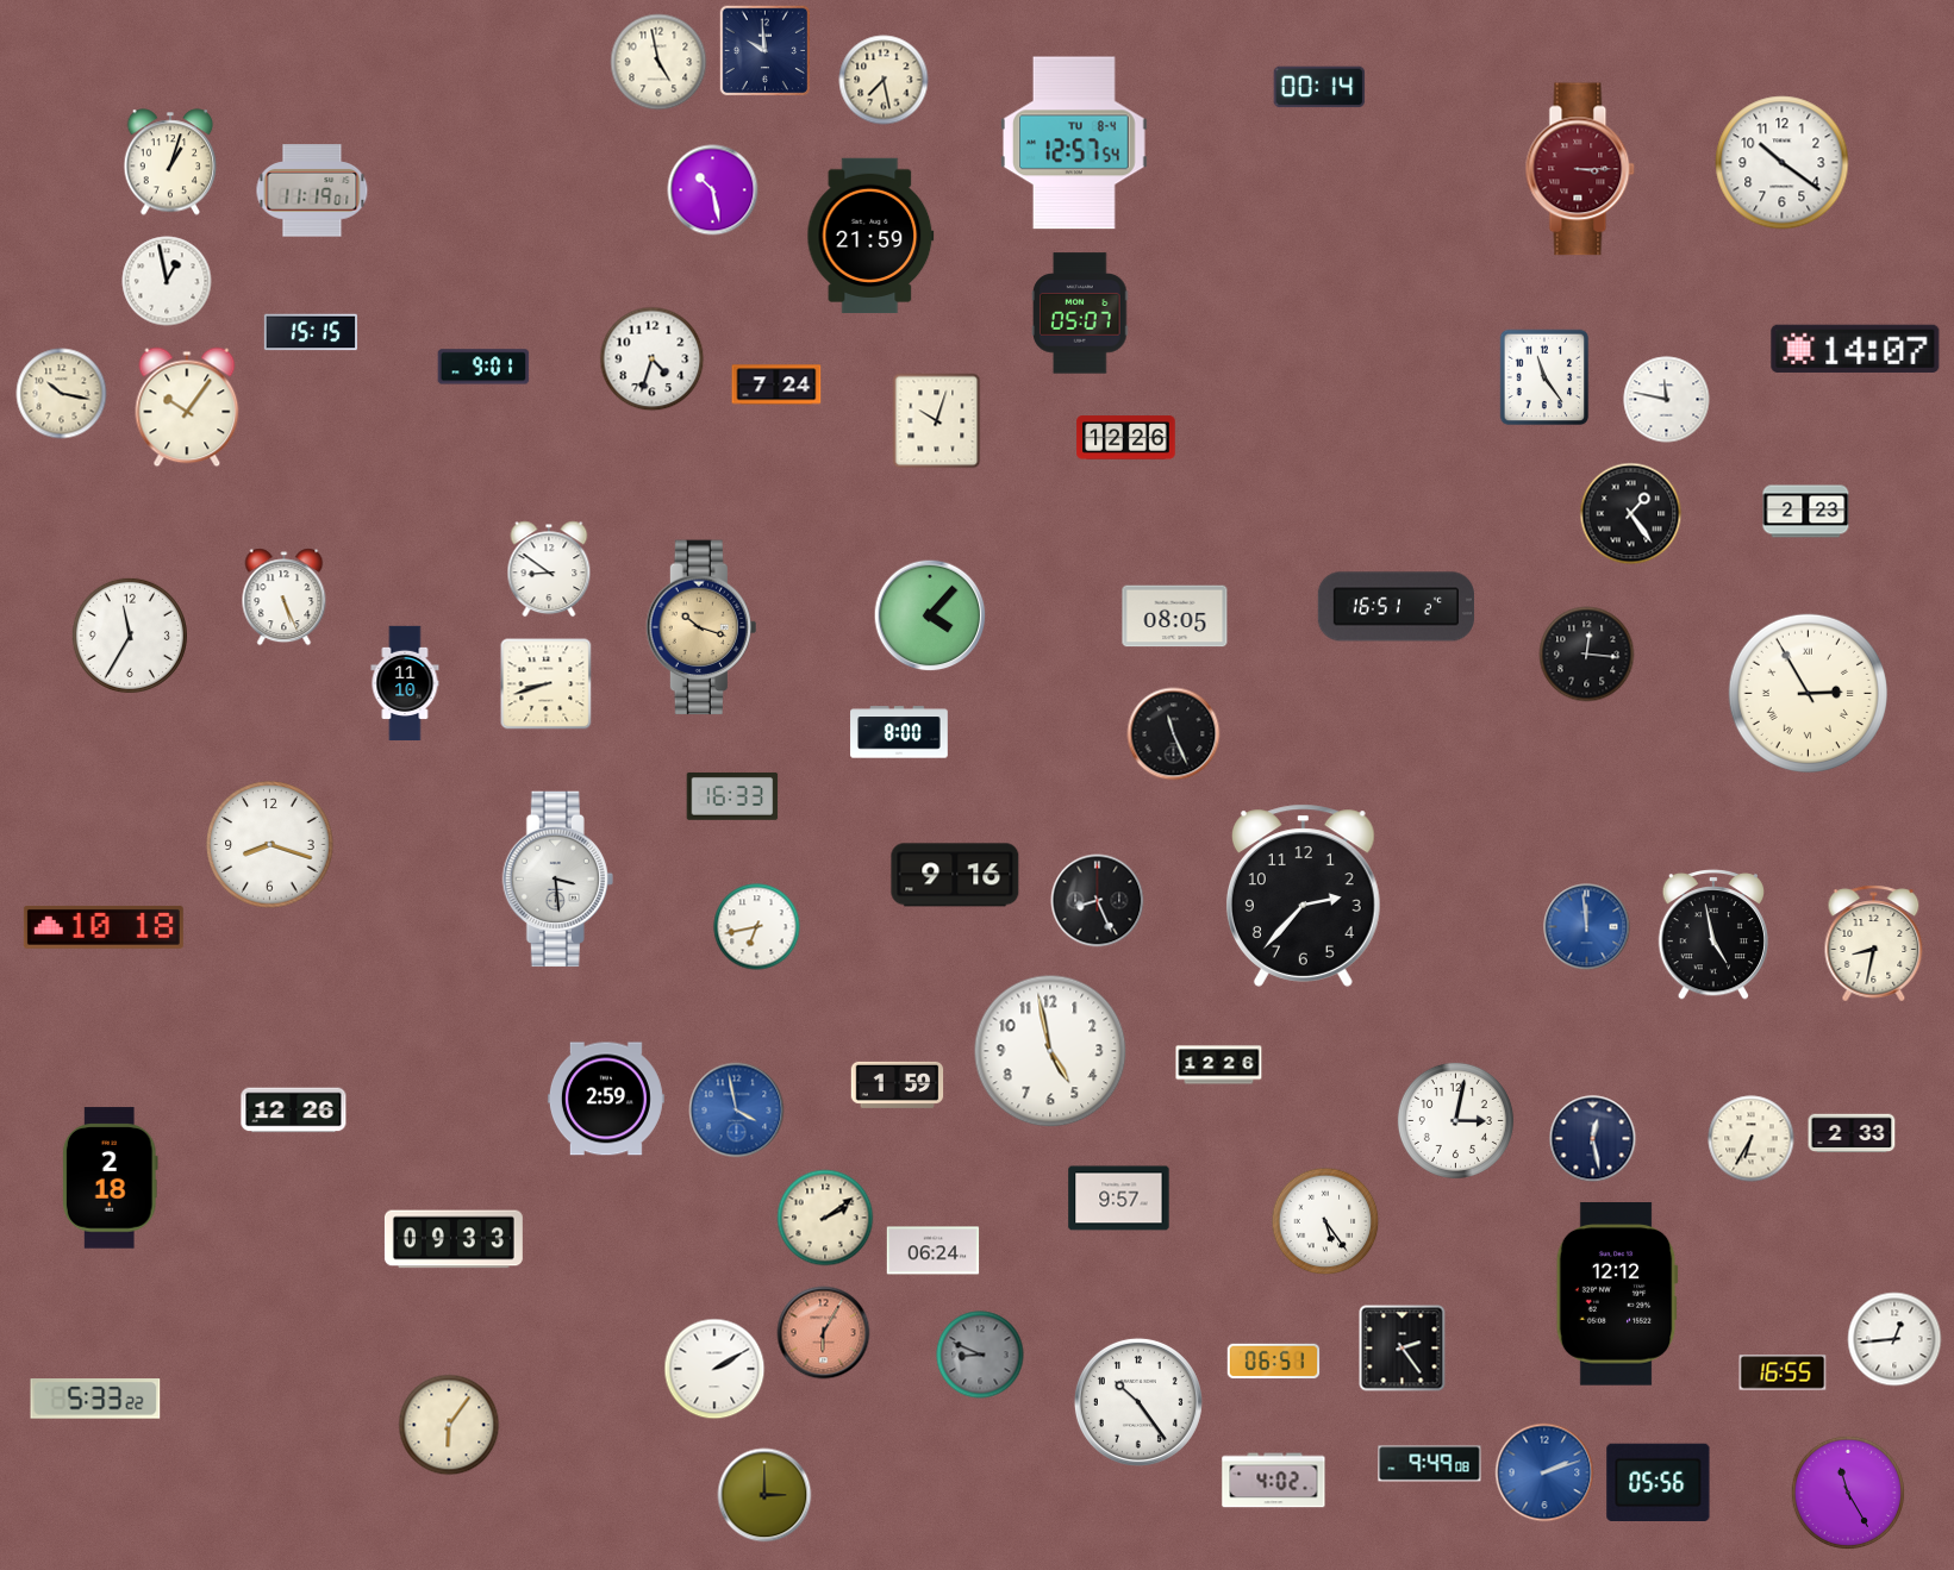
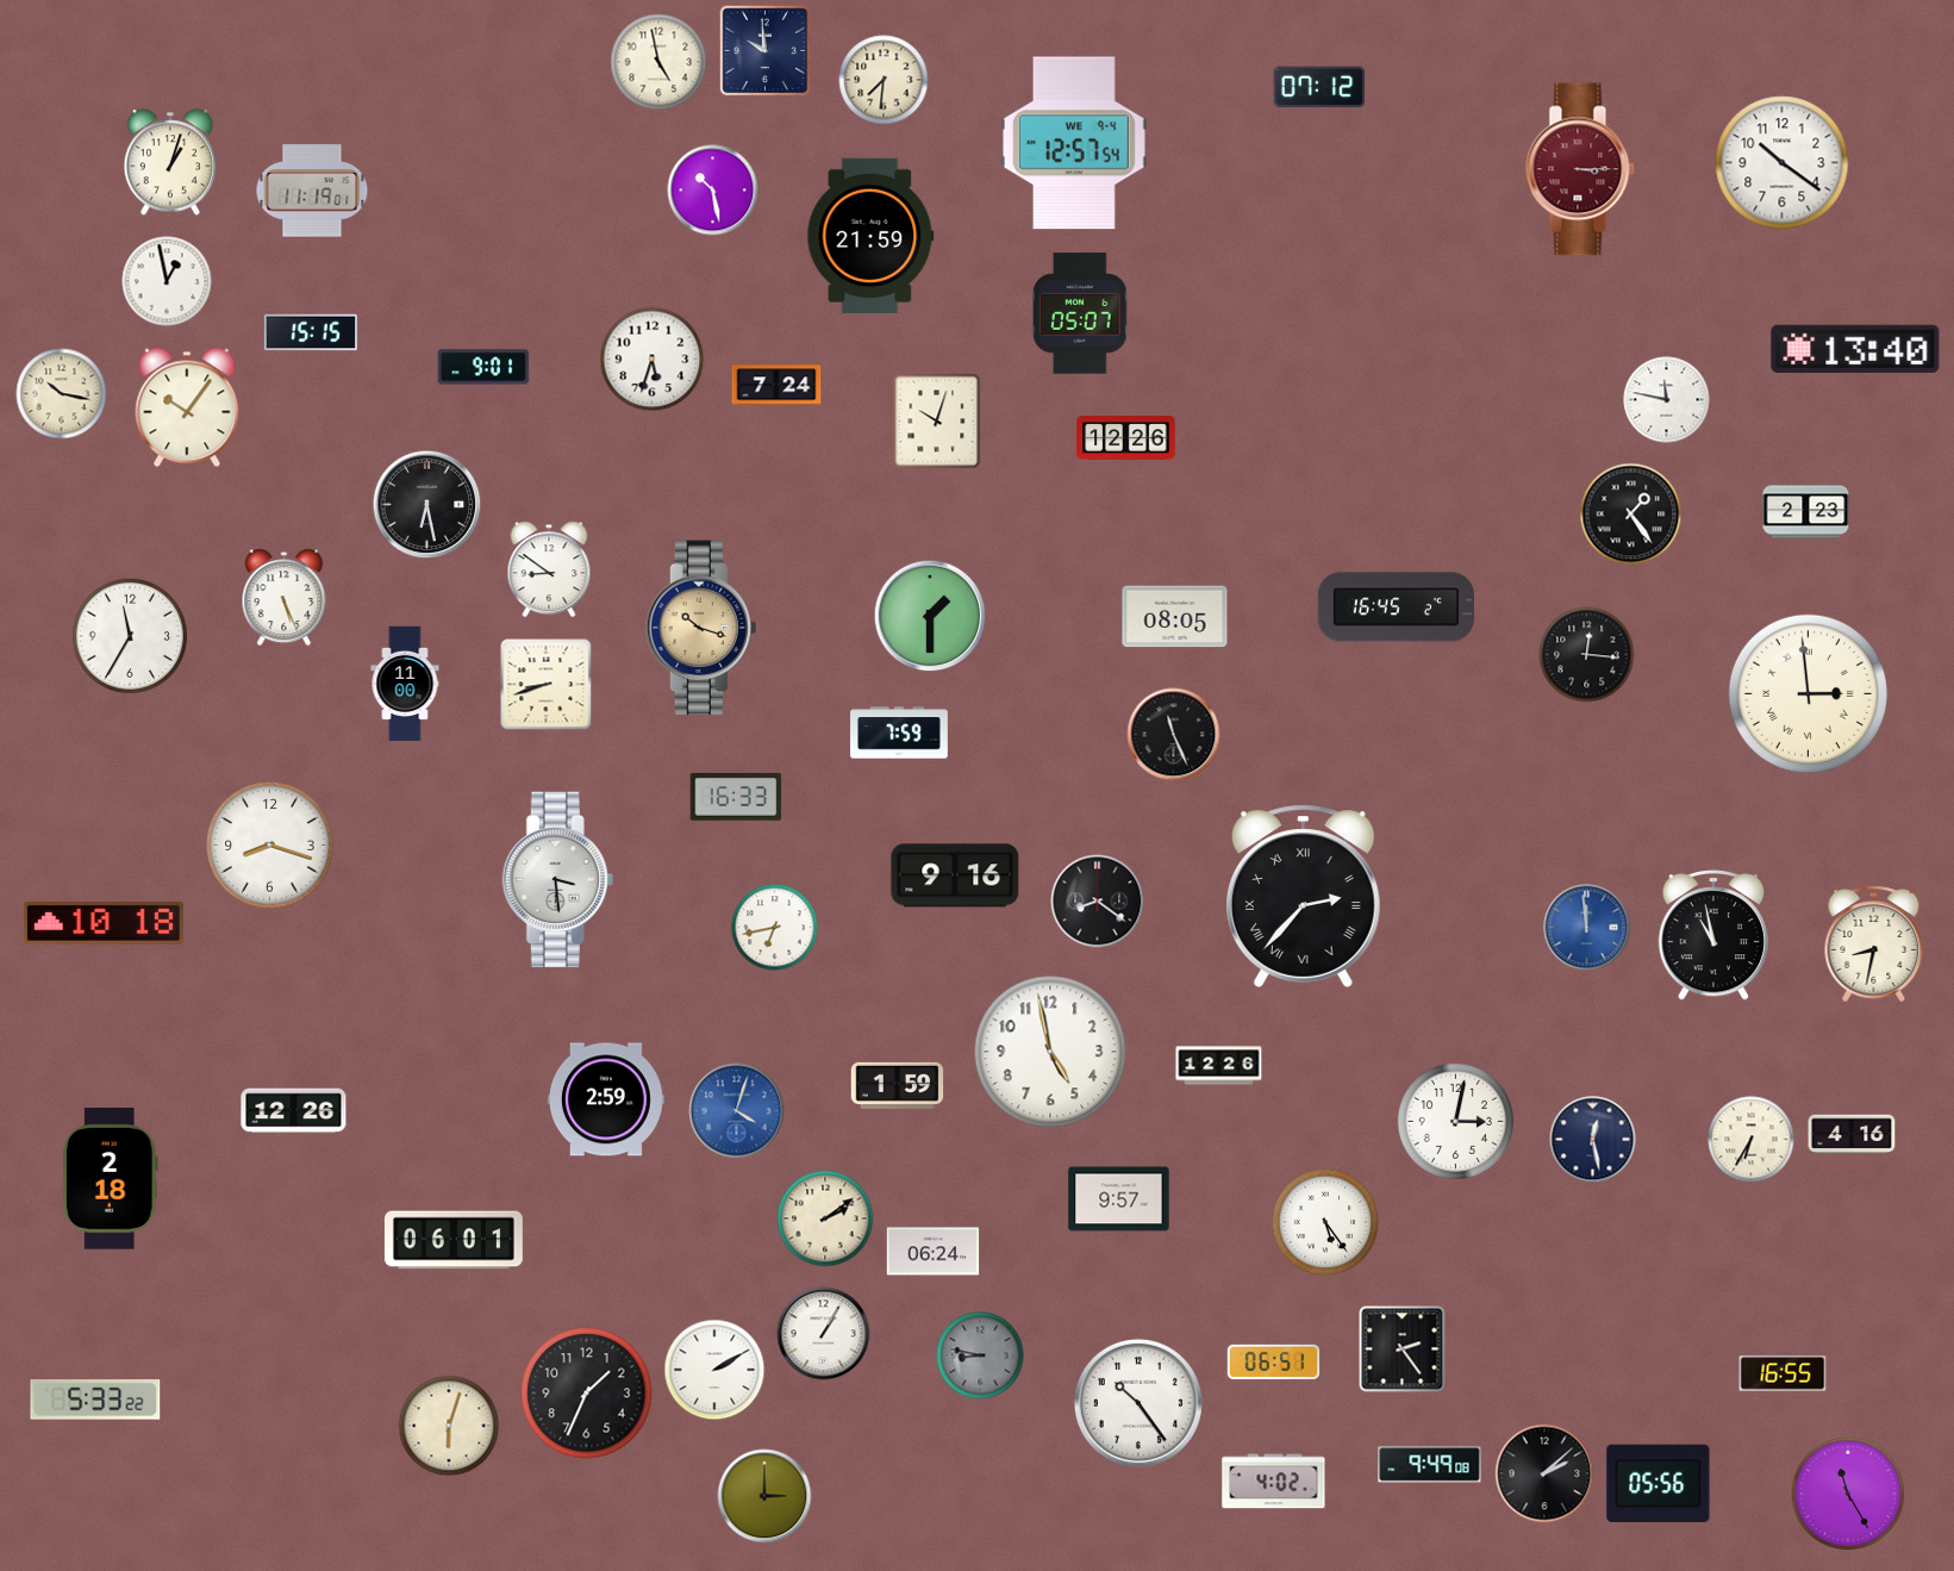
clock at (884, 80): 7:28 -> 7:31
clock at (1319, 87): 00:14 -> 07:12
clock at (1074, 143) date: TU 8-4 -> WE 9-4
clock at (1855, 349): 14:07 -> 13:40
clock at (653, 359): 4:33 -> 5:33
clock at (1544, 377): 11:24 -> none
clock at (427, 505): none -> 6:28
clock at (1396, 607): 16:51 -> 16:45
clock at (930, 615): 4:07 -> 1:30
clock at (405, 682): 11:10 -> 11:00
clock at (1808, 693): 2:55 -> 2:59
clock at (899, 732): 8:00 -> 7:59
clock at (732, 796) position: (732, 796) -> (736, 797)
clock at (1303, 895) numerals: Arabic -> Roman
clock at (1098, 901): 8:26 -> 8:21
clock at (104, 927) position: (104, 927) -> (104, 923)
clock at (757, 927) position: (757, 927) -> (775, 928)
clock at (1713, 934): 4:58 -> 10:58
clock at (737, 1111): 3:58 -> 4:03
clock at (1852, 1133): 2:33 -> 4:16
clock at (454, 1239): 09:33 -> 06:01
clock at (1617, 1295): 12:12 -> none
clock at (824, 1333): 6:05 -> 1:05
clock at (824, 1333) dial: salmon -> white
clock at (1894, 1339): 12:44 -> none
clock at (980, 1355): 8:49 -> 8:47
clock at (587, 1394): none -> 1:34
clock at (449, 1425): 6:06 -> 6:03
clock at (1544, 1472): 2:12 -> 2:08
clock at (1544, 1472) dial: blue -> black
